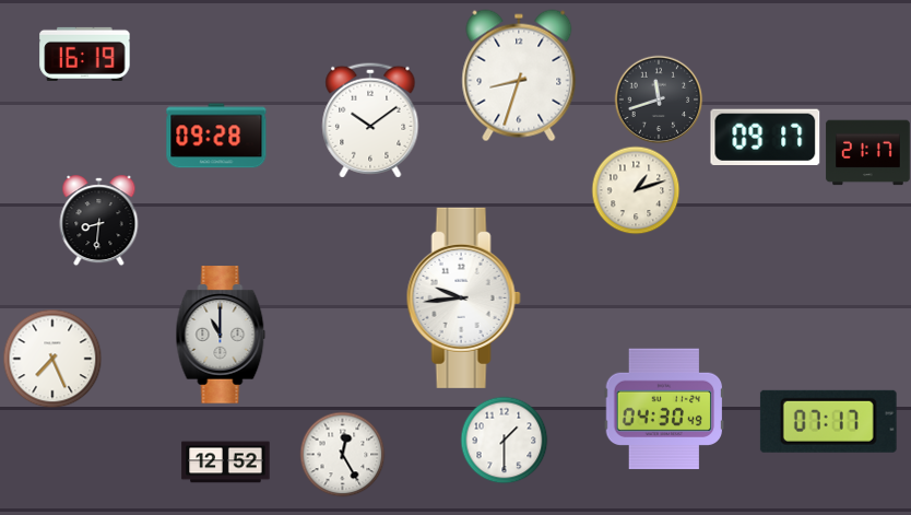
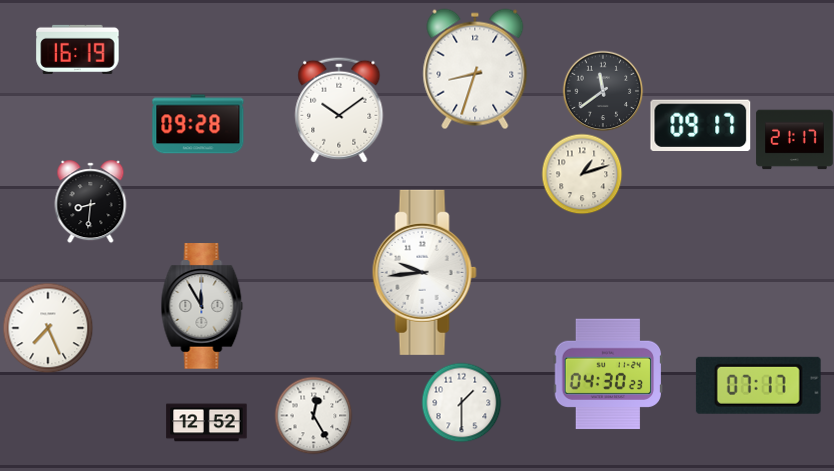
clock at (659, 100): 11:42 -> 11:39
clock at (221, 335): 11:00 -> 11:55
clock at (664, 409): 04:30:49 -> 04:30:23
